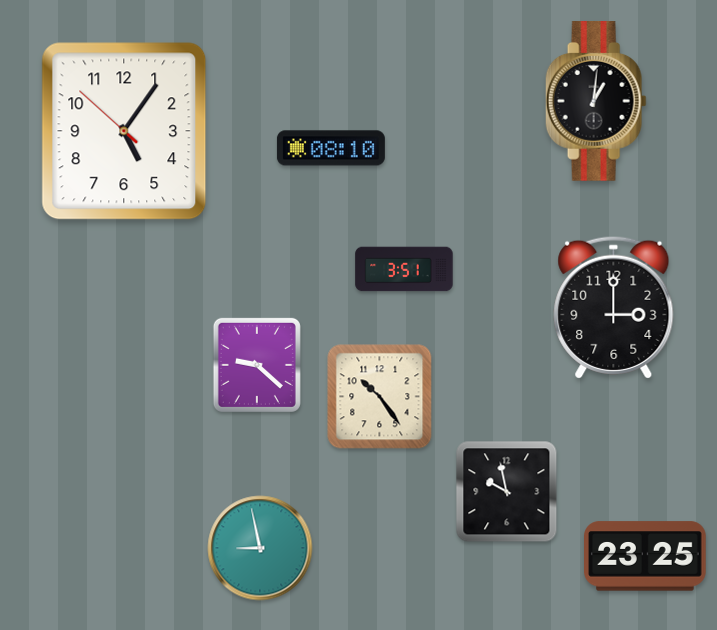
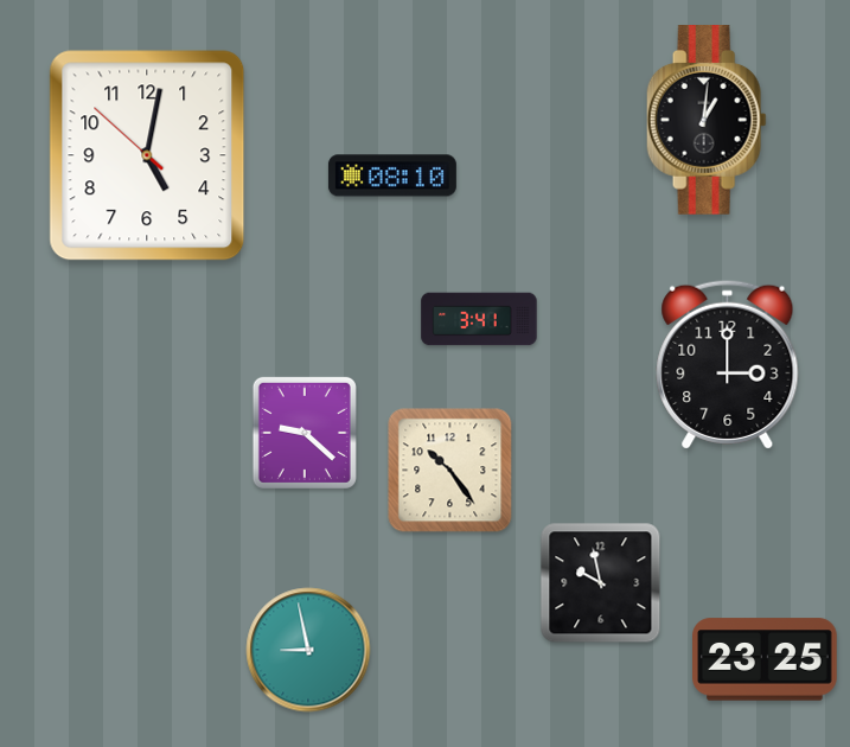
clock at (124, 131): 5:05 -> 5:01
clock at (404, 269): 3:51 -> 3:41
